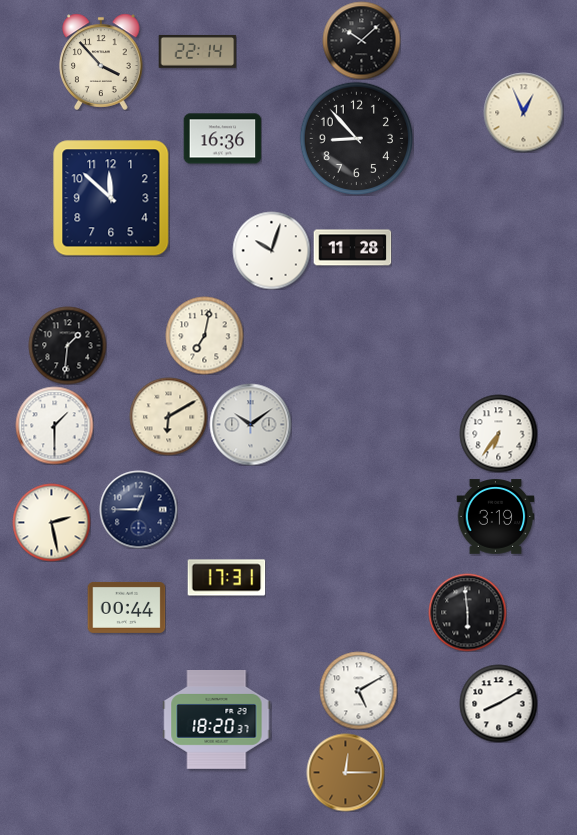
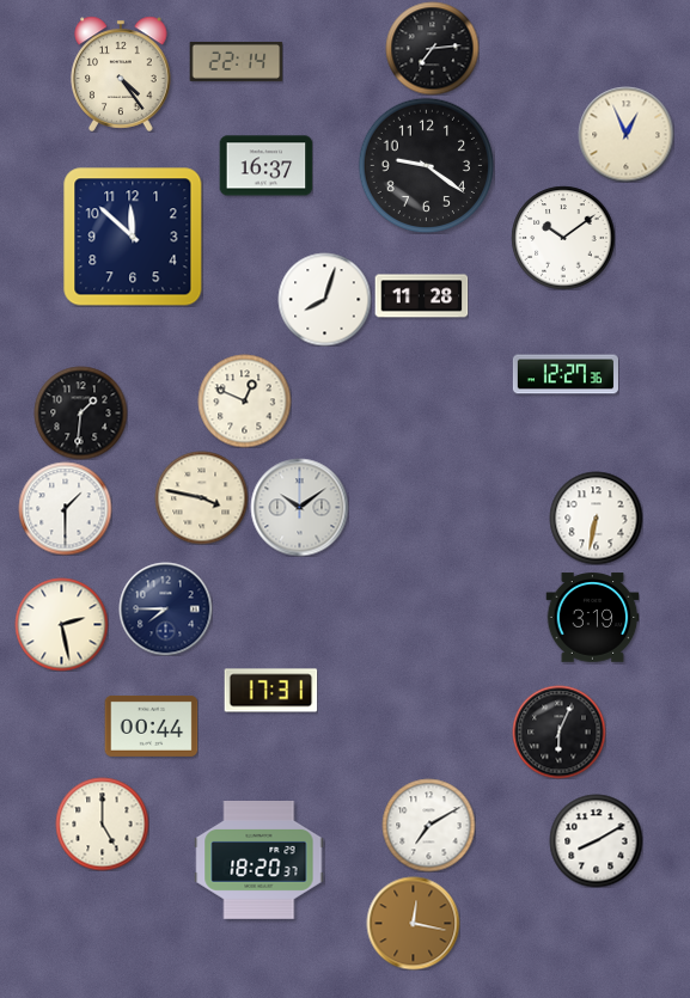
clock at (361, 40): 10:08 -> 7:14
clock at (101, 62): 3:53 -> 4:24
clock at (356, 138): 8:53 -> 9:21
clock at (222, 139): 16:36 -> 16:37
clock at (563, 238): none -> 10:09
clock at (271, 250): 10:03 -> 8:03
clock at (566, 374): none -> 12:27
clock at (204, 335): 7:02 -> 12:49
clock at (168, 416): 6:10 -> 3:47
clock at (498, 433): 6:36 -> 6:32
clock at (138, 509): 12:45 -> 7:45
clock at (467, 612): 5:59 -> 6:04
clock at (102, 823): none -> 5:00
clock at (358, 690): 5:10 -> 7:10
clock at (345, 772): 12:15 -> 12:17
